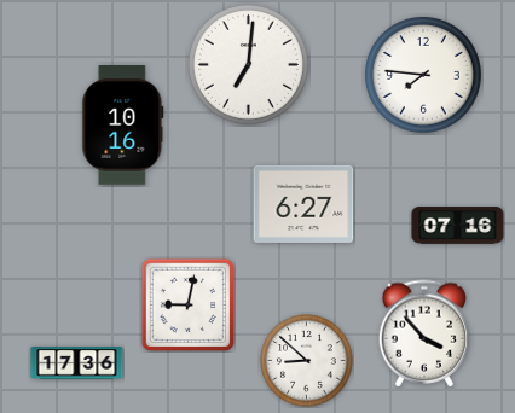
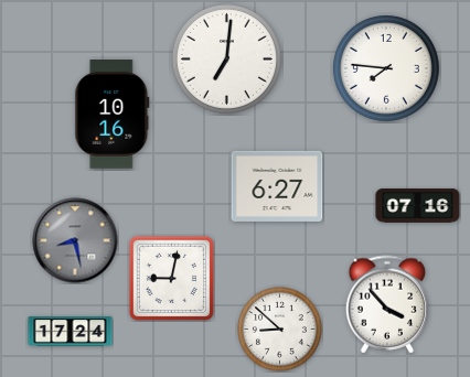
clock at (75, 240): none -> 8:28
clock at (77, 363): 17:36 -> 17:24
